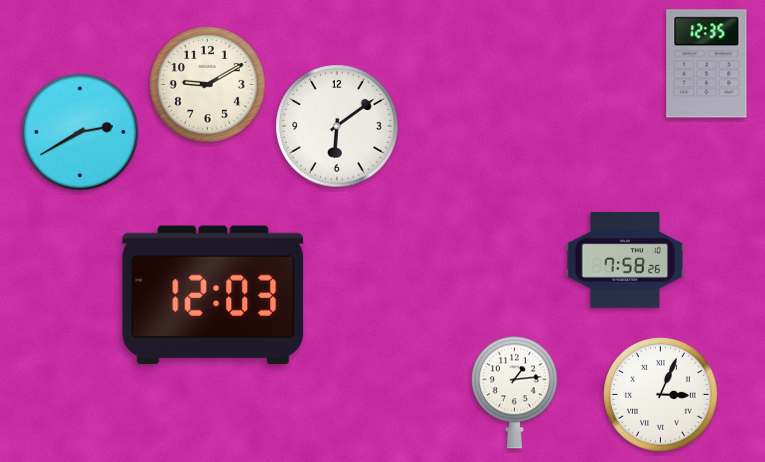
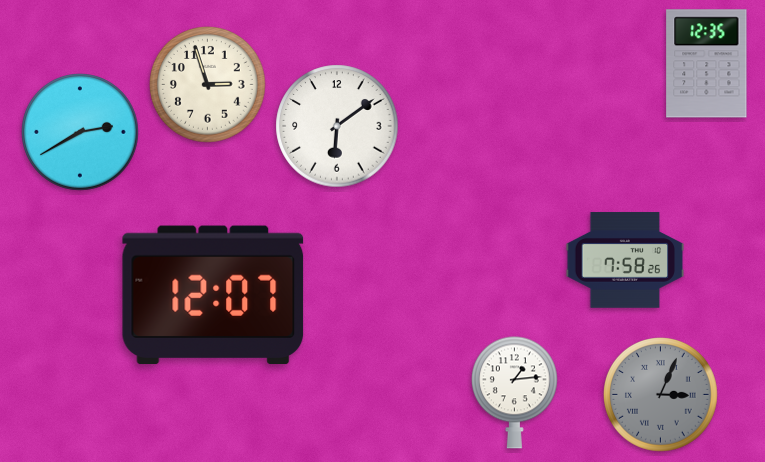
clock at (208, 85): 9:10 -> 2:57
clock at (213, 295): 12:03 -> 12:07
clock at (661, 395) dial: white -> grey
